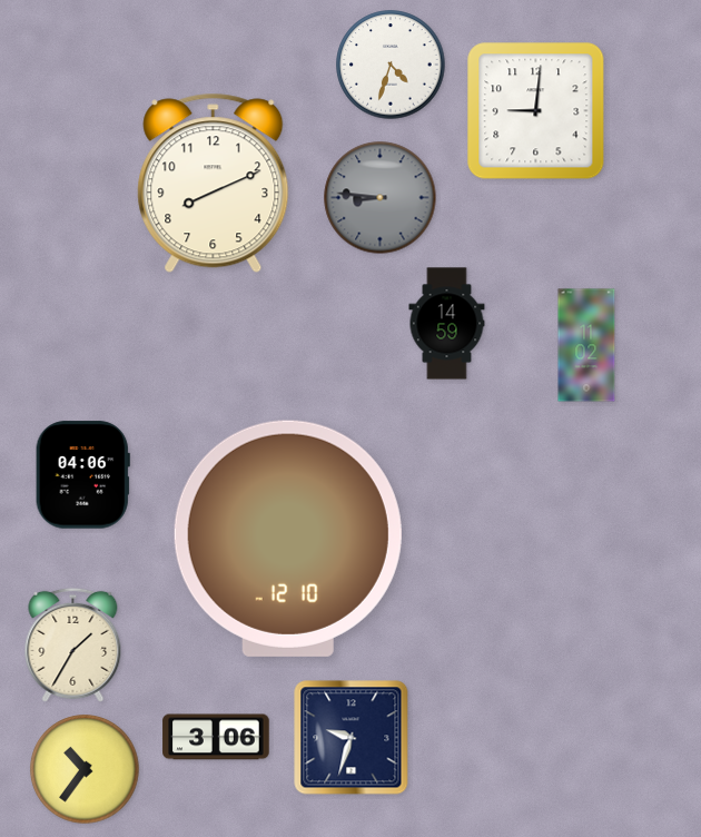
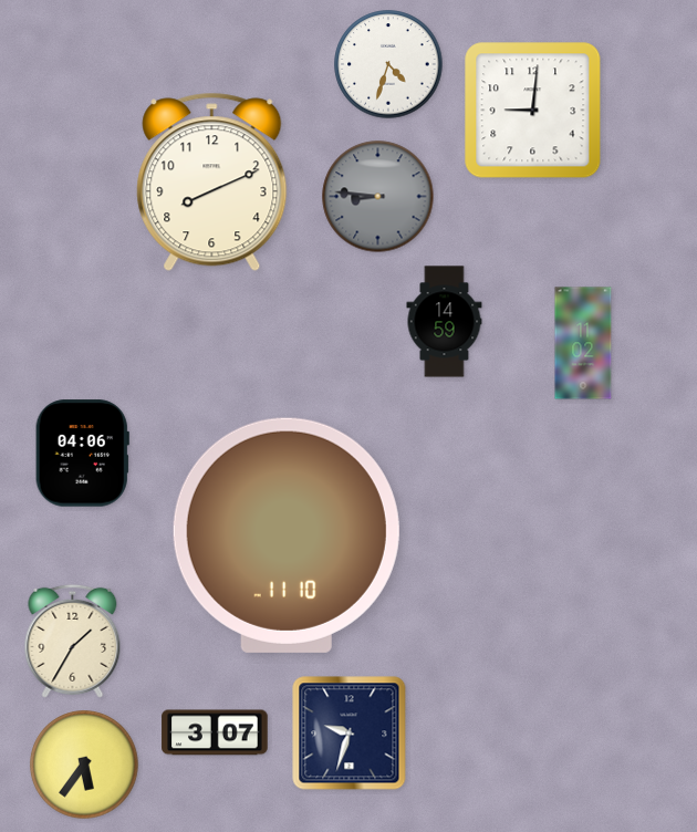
clock at (82, 475) position: (82, 475) -> (82, 454)
clock at (288, 539): 12:10 -> 11:10
clock at (216, 737): 3:06 -> 3:07
clock at (85, 769): 10:36 -> 5:36
